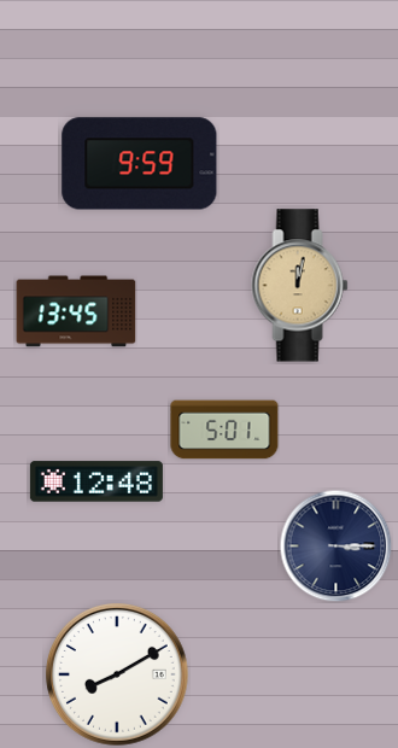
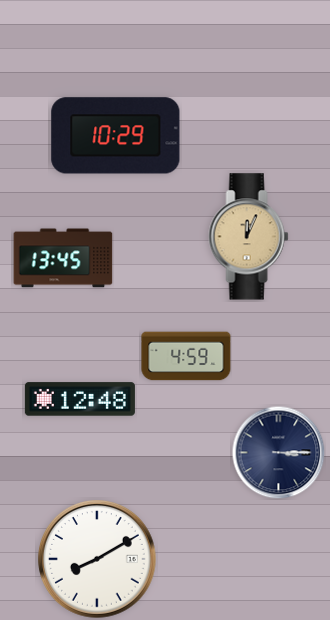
clock at (140, 164): 9:59 -> 10:29
clock at (300, 286): 12:02 -> 12:04
clock at (224, 429): 5:01 -> 4:59
